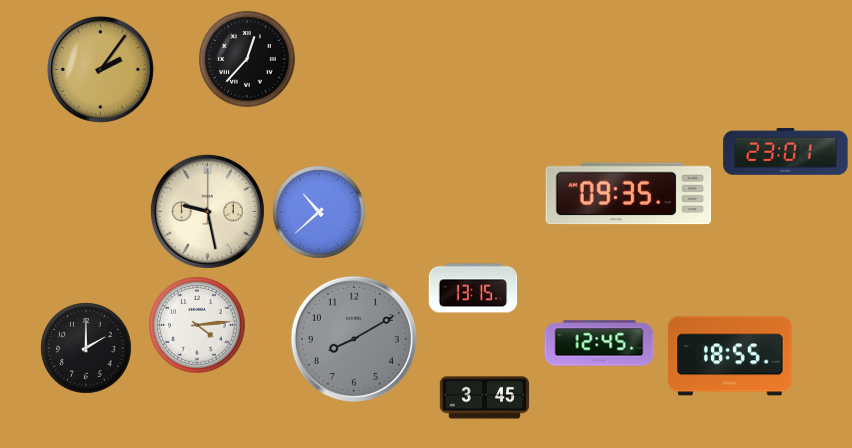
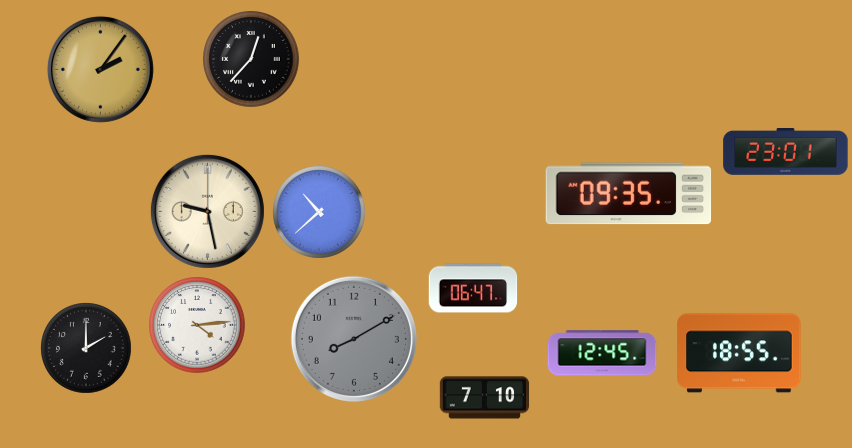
clock at (247, 59) position: (247, 59) -> (251, 59)
clock at (473, 288): 13:15 -> 06:47
clock at (599, 343) position: (599, 343) -> (602, 353)
clock at (730, 356) position: (730, 356) -> (739, 353)
clock at (485, 398): 3:45 -> 7:10
